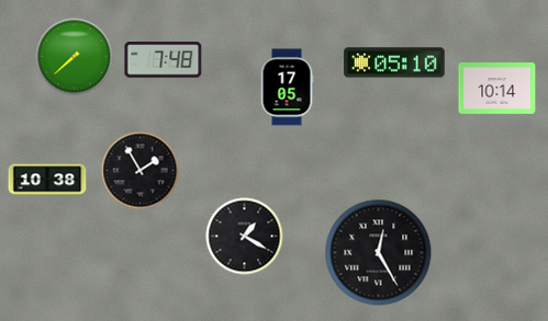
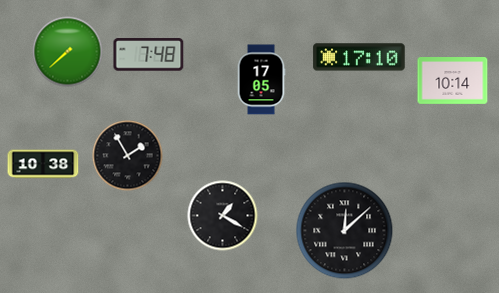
clock at (394, 62): 05:10 -> 17:10
clock at (379, 253): 12:25 -> 12:08
